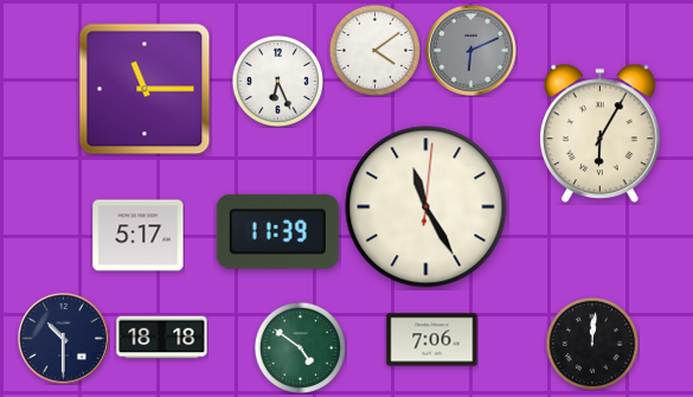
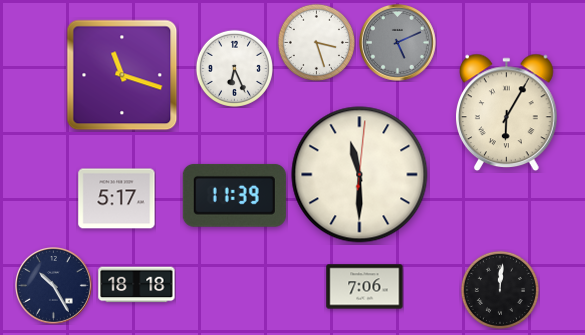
clock at (374, 50): 4:09 -> 3:27
clock at (471, 51): 6:11 -> 5:11
clock at (145, 89): 11:15 -> 11:18
clock at (426, 207): 11:25 -> 11:30
clock at (64, 339): 10:30 -> 10:25
clock at (300, 347): 4:51 -> none
